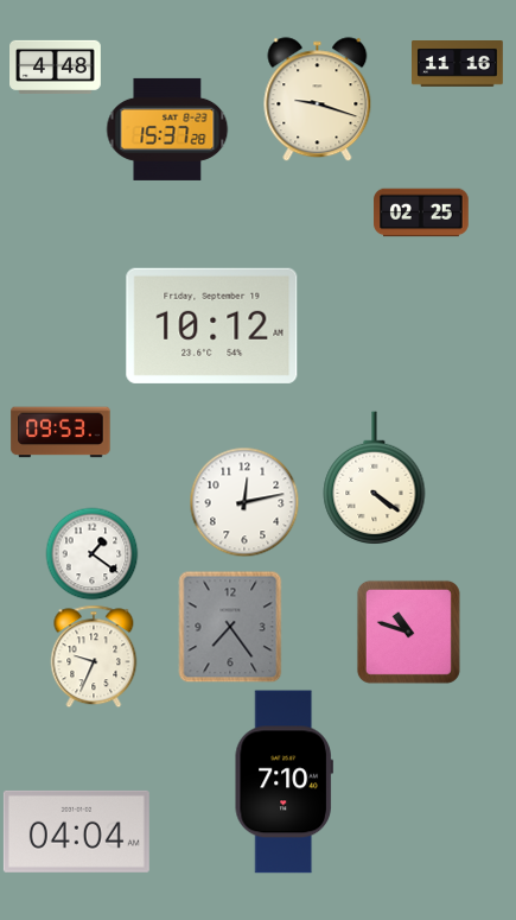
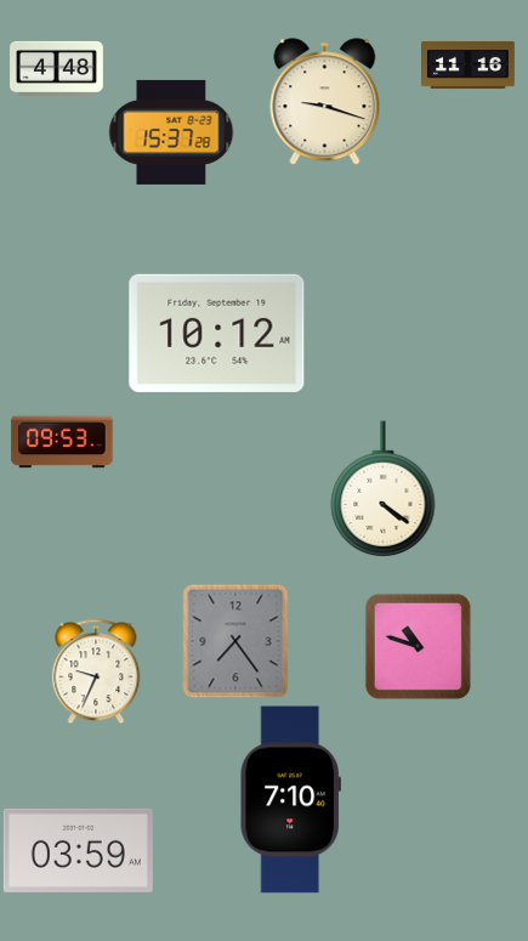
clock at (421, 212): 02:25 -> none
clock at (244, 502): 12:13 -> none
clock at (91, 553): 1:21 -> none
clock at (76, 831): 04:04 -> 03:59
